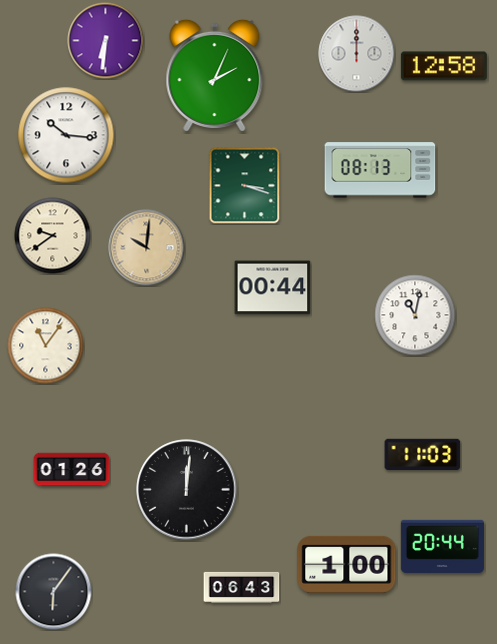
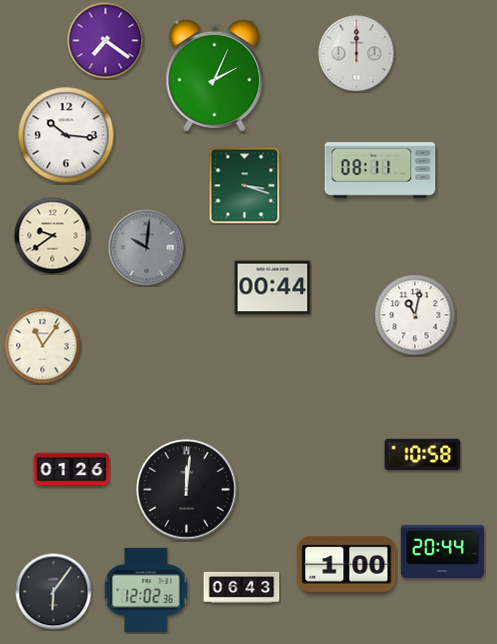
clock at (106, 41): 6:31 -> 7:21
clock at (444, 66): 12:58 -> none
clock at (380, 170): 08:13 -> 08:11
clock at (147, 248) dial: champagne -> grey
clock at (46, 346) position: (46, 346) -> (43, 346)
clock at (423, 454): 11:03 -> 10:58
clock at (442, 546) position: (442, 546) -> (442, 551)
clock at (146, 590): none -> 12:02
